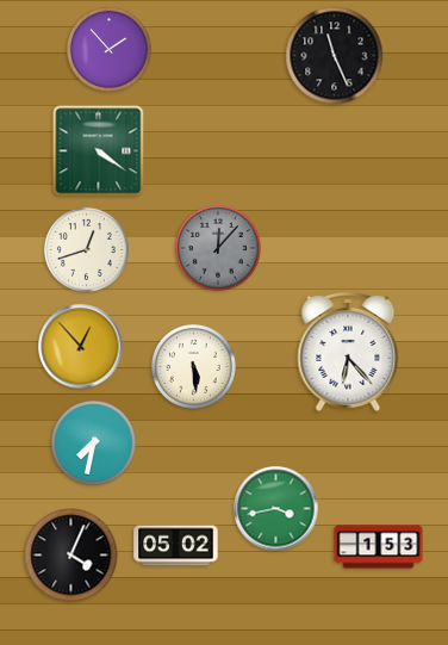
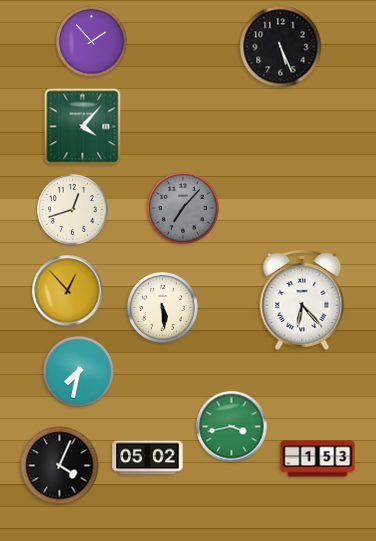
clock at (335, 56): 11:26 -> 5:26
clock at (99, 151): 4:21 -> 4:07
clock at (219, 249): 12:07 -> 7:07
clock at (348, 352) position: (348, 352) -> (302, 300)
